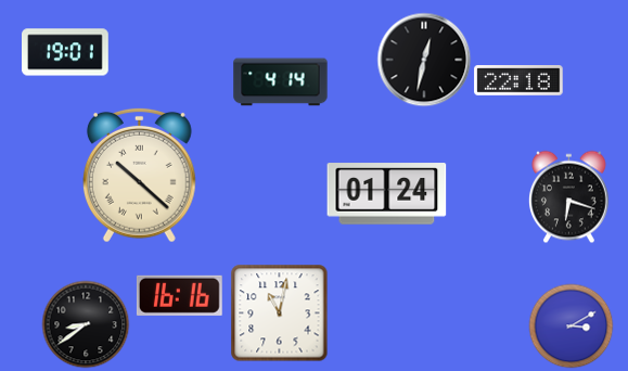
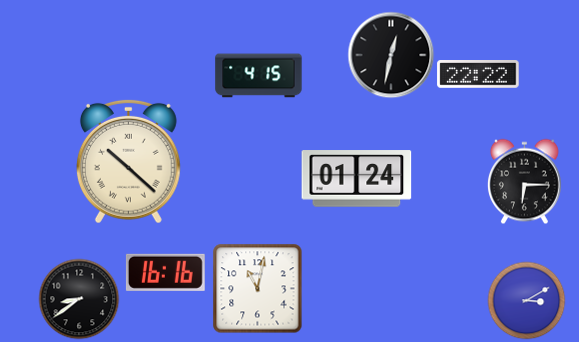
clock at (65, 52): 19:01 -> none
clock at (518, 81): 22:18 -> 22:22
clock at (281, 82): 4:14 -> 4:15
clock at (568, 196): 6:18 -> 6:15
